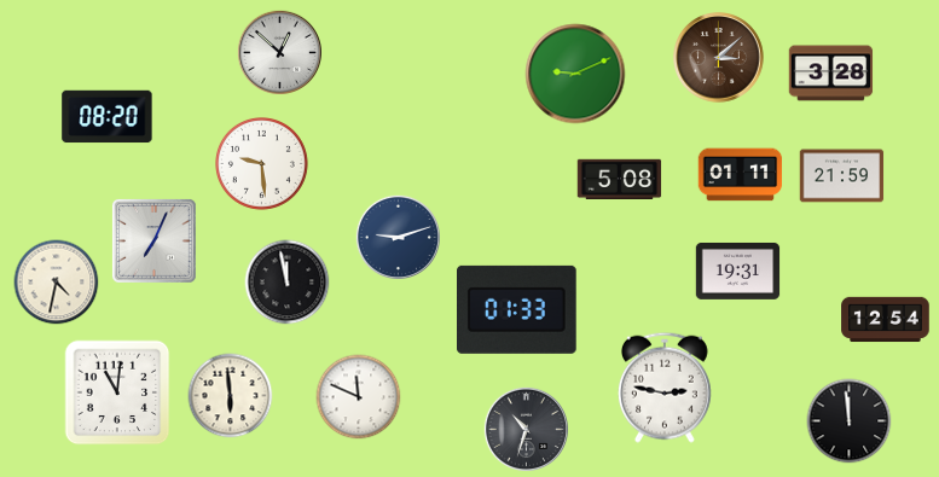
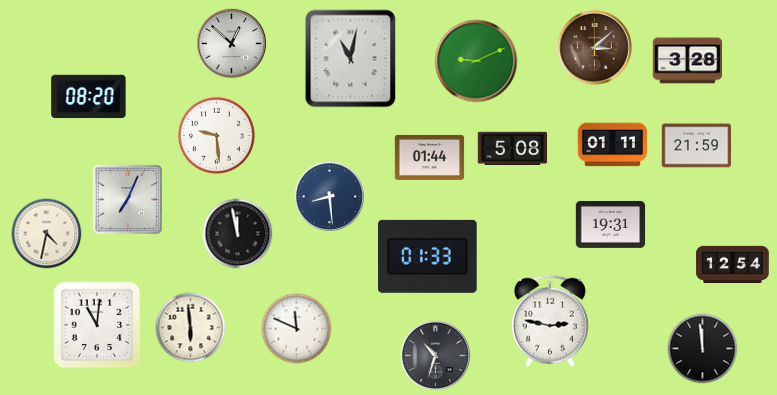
clock at (351, 59): none -> 11:02
clock at (430, 157): none -> 01:44
clock at (398, 237): 9:12 -> 8:29
